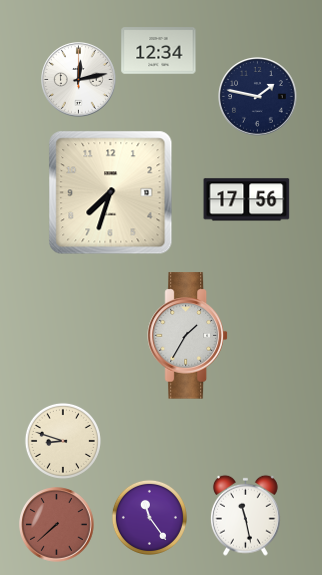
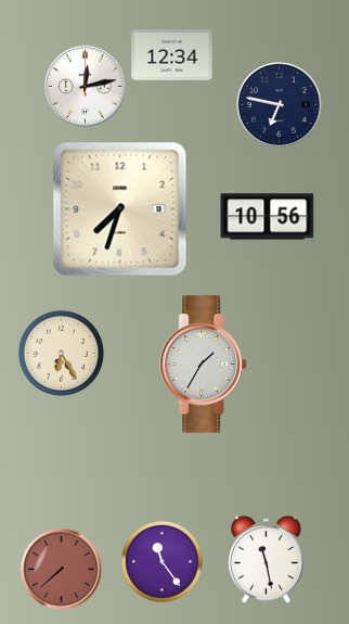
clock at (258, 97): 1:47 -> 6:47
clock at (247, 200): 17:56 -> 10:56
clock at (61, 353): none -> 6:25
clock at (63, 441): 8:48 -> none
